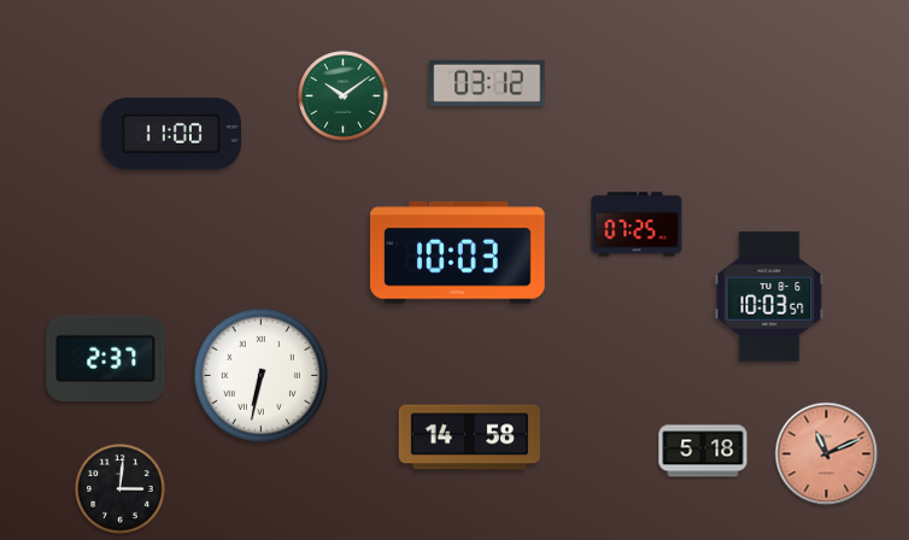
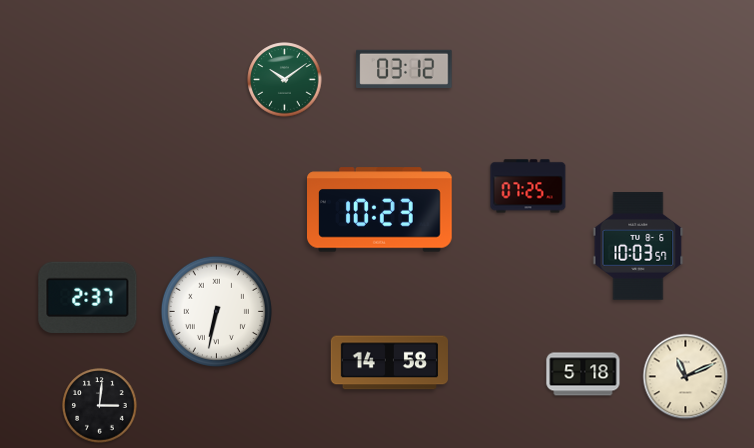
clock at (170, 134): 11:00 -> none
clock at (458, 253): 10:03 -> 10:23
clock at (827, 454) dial: salmon -> cream
